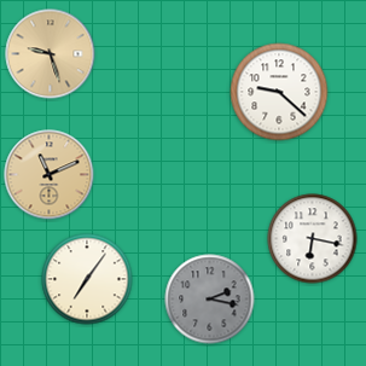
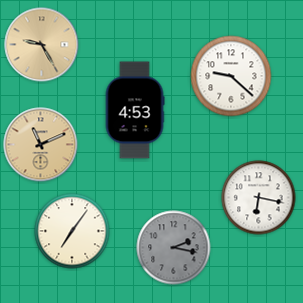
clock at (51, 54): 9:27 -> 9:25
clock at (135, 110): none -> 4:53
